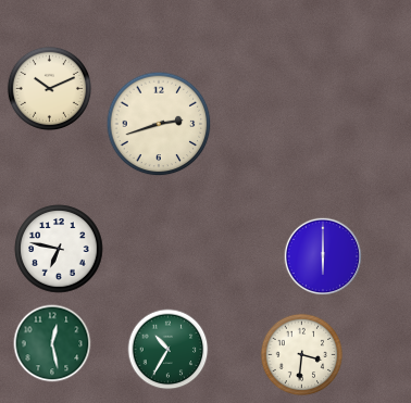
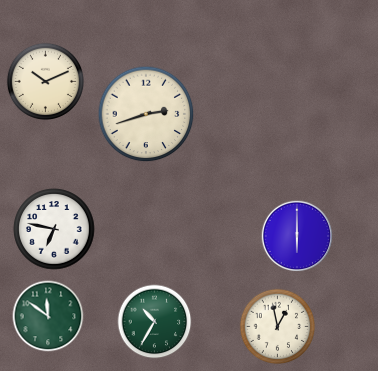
clock at (52, 343): 12:28 -> 11:51
clock at (302, 355): 3:31 -> 12:58
